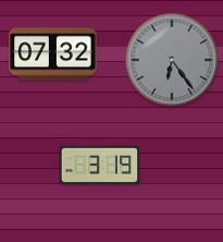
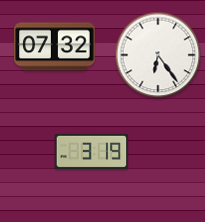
clock at (53, 55) position: (53, 55) -> (55, 47)
clock at (172, 60) dial: grey -> white
